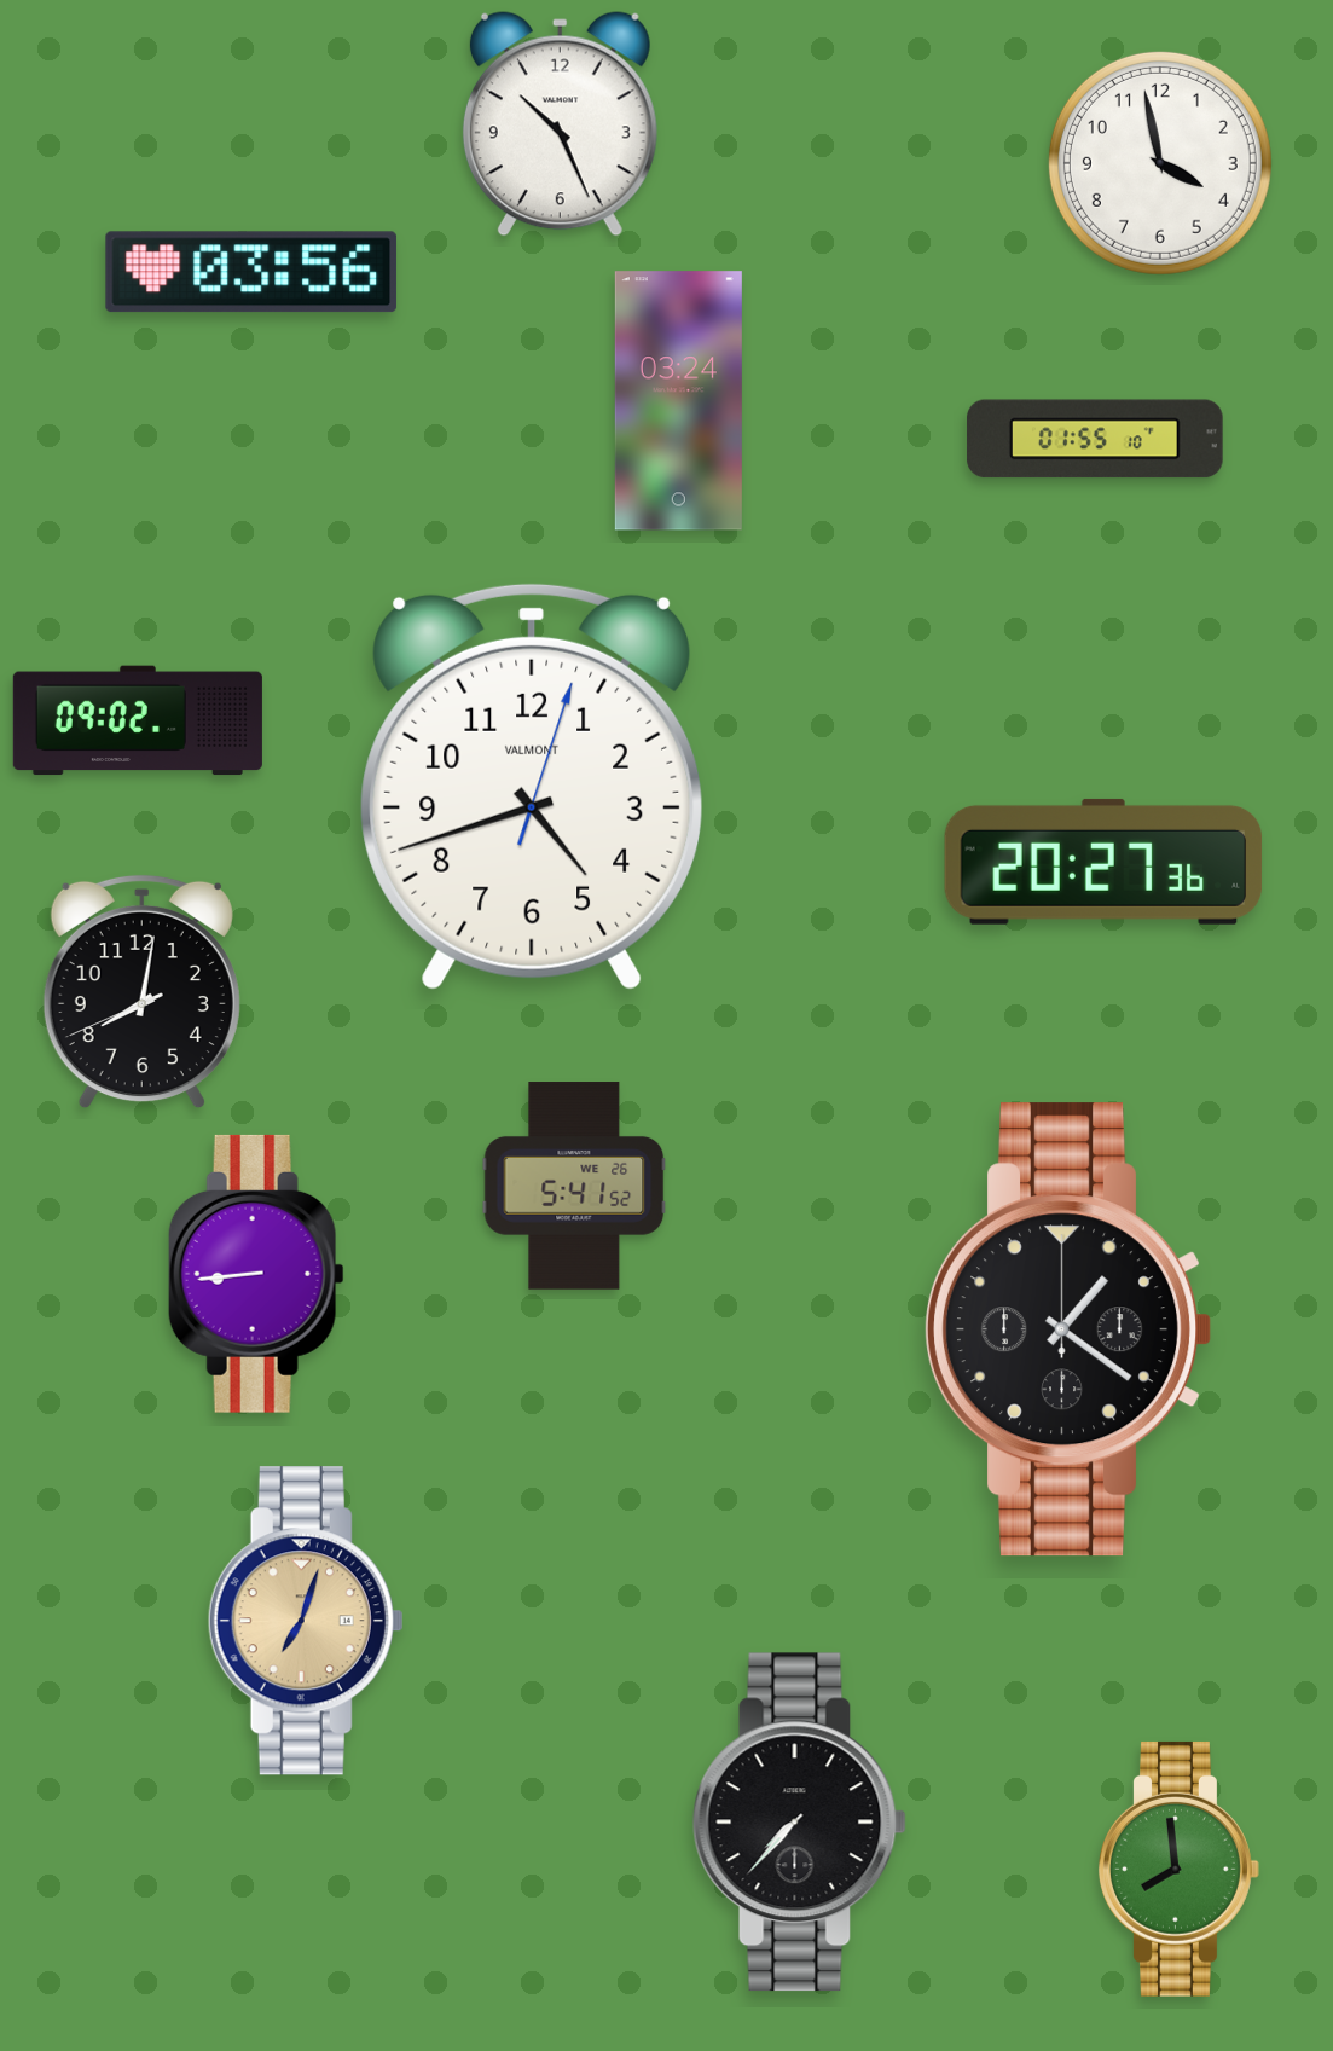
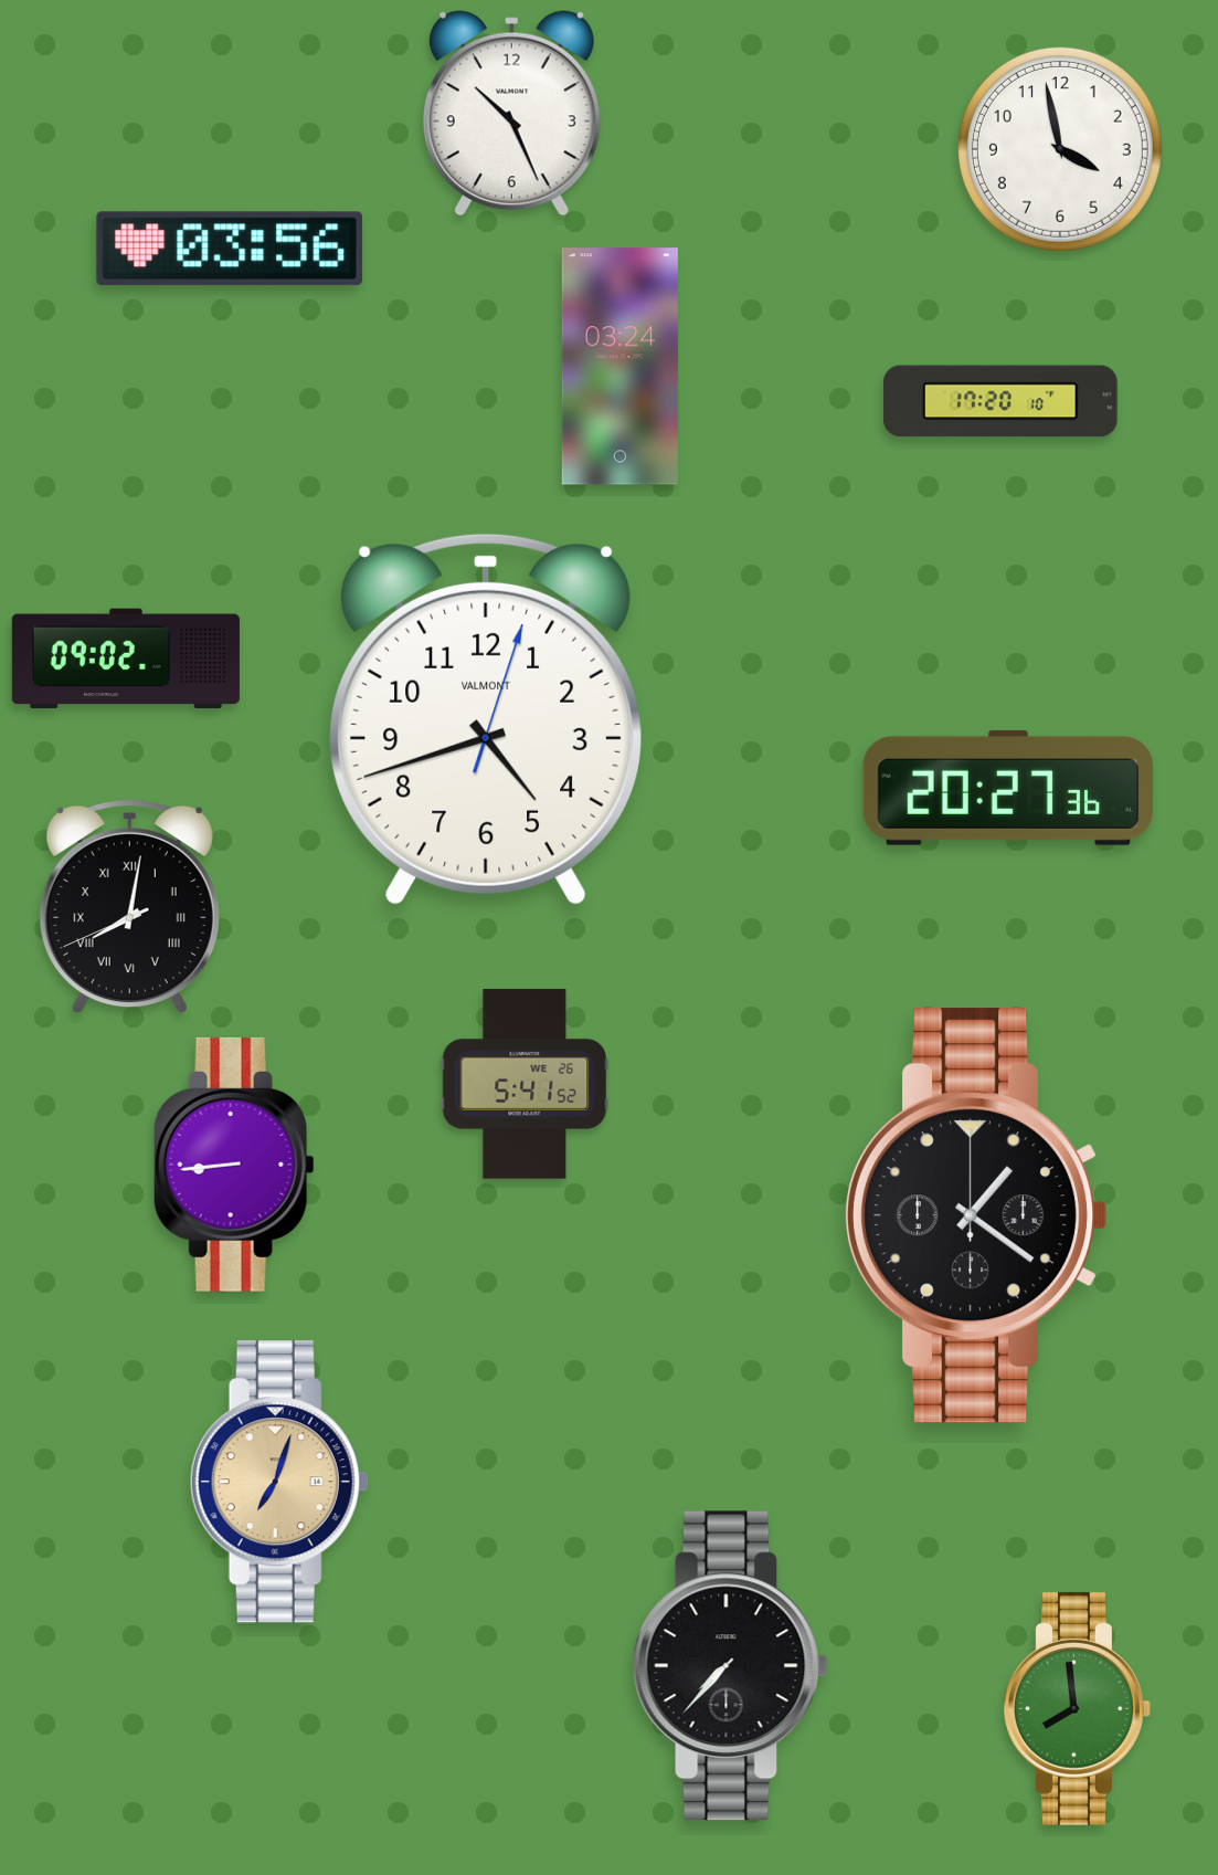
clock at (1095, 439): 01:55 -> 17:20
clock at (141, 992) numerals: Arabic -> Roman
